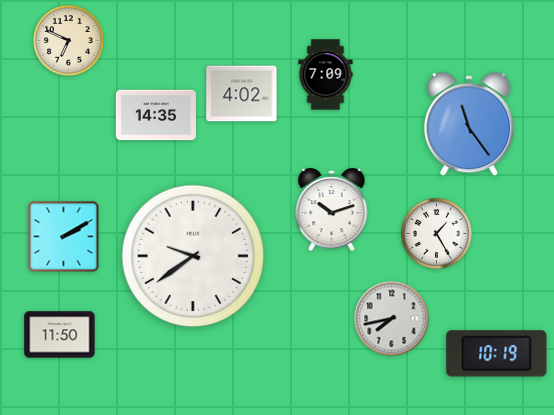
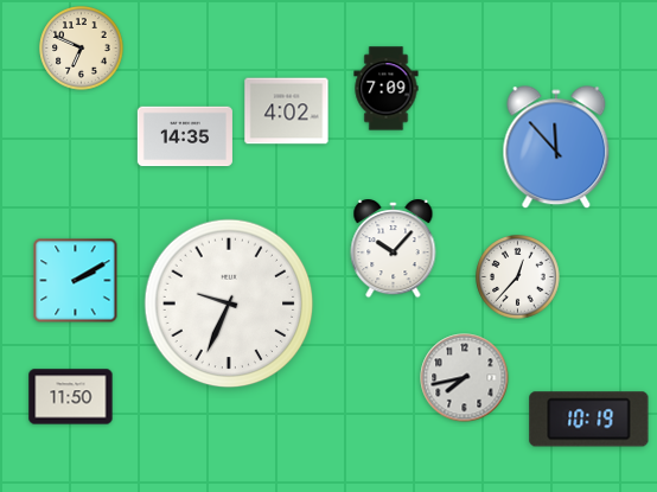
clock at (469, 125): 11:24 -> 11:53
clock at (332, 211): 10:12 -> 10:07
clock at (437, 234): 1:25 -> 12:37
clock at (193, 256): 9:39 -> 9:34
